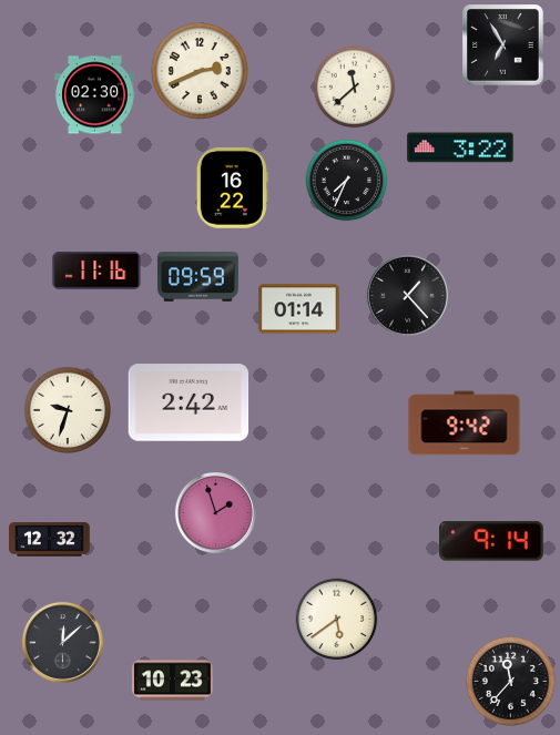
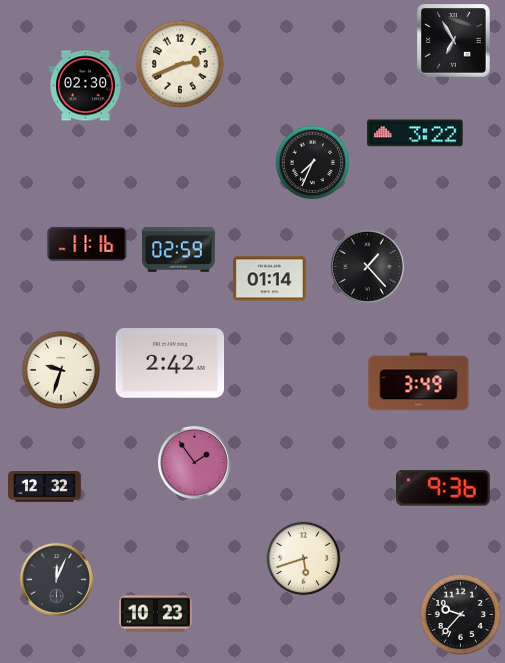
clock at (355, 88): 11:38 -> none
clock at (232, 188): 16:22 -> none
clock at (198, 277): 09:59 -> 02:59
clock at (465, 423): 9:42 -> 3:49
clock at (215, 512): 1:57 -> 1:54
clock at (492, 541): 9:14 -> 9:36
clock at (337, 620): 5:39 -> 5:42
clock at (62, 642): 12:08 -> 12:04
clock at (510, 681): 11:37 -> 9:37
